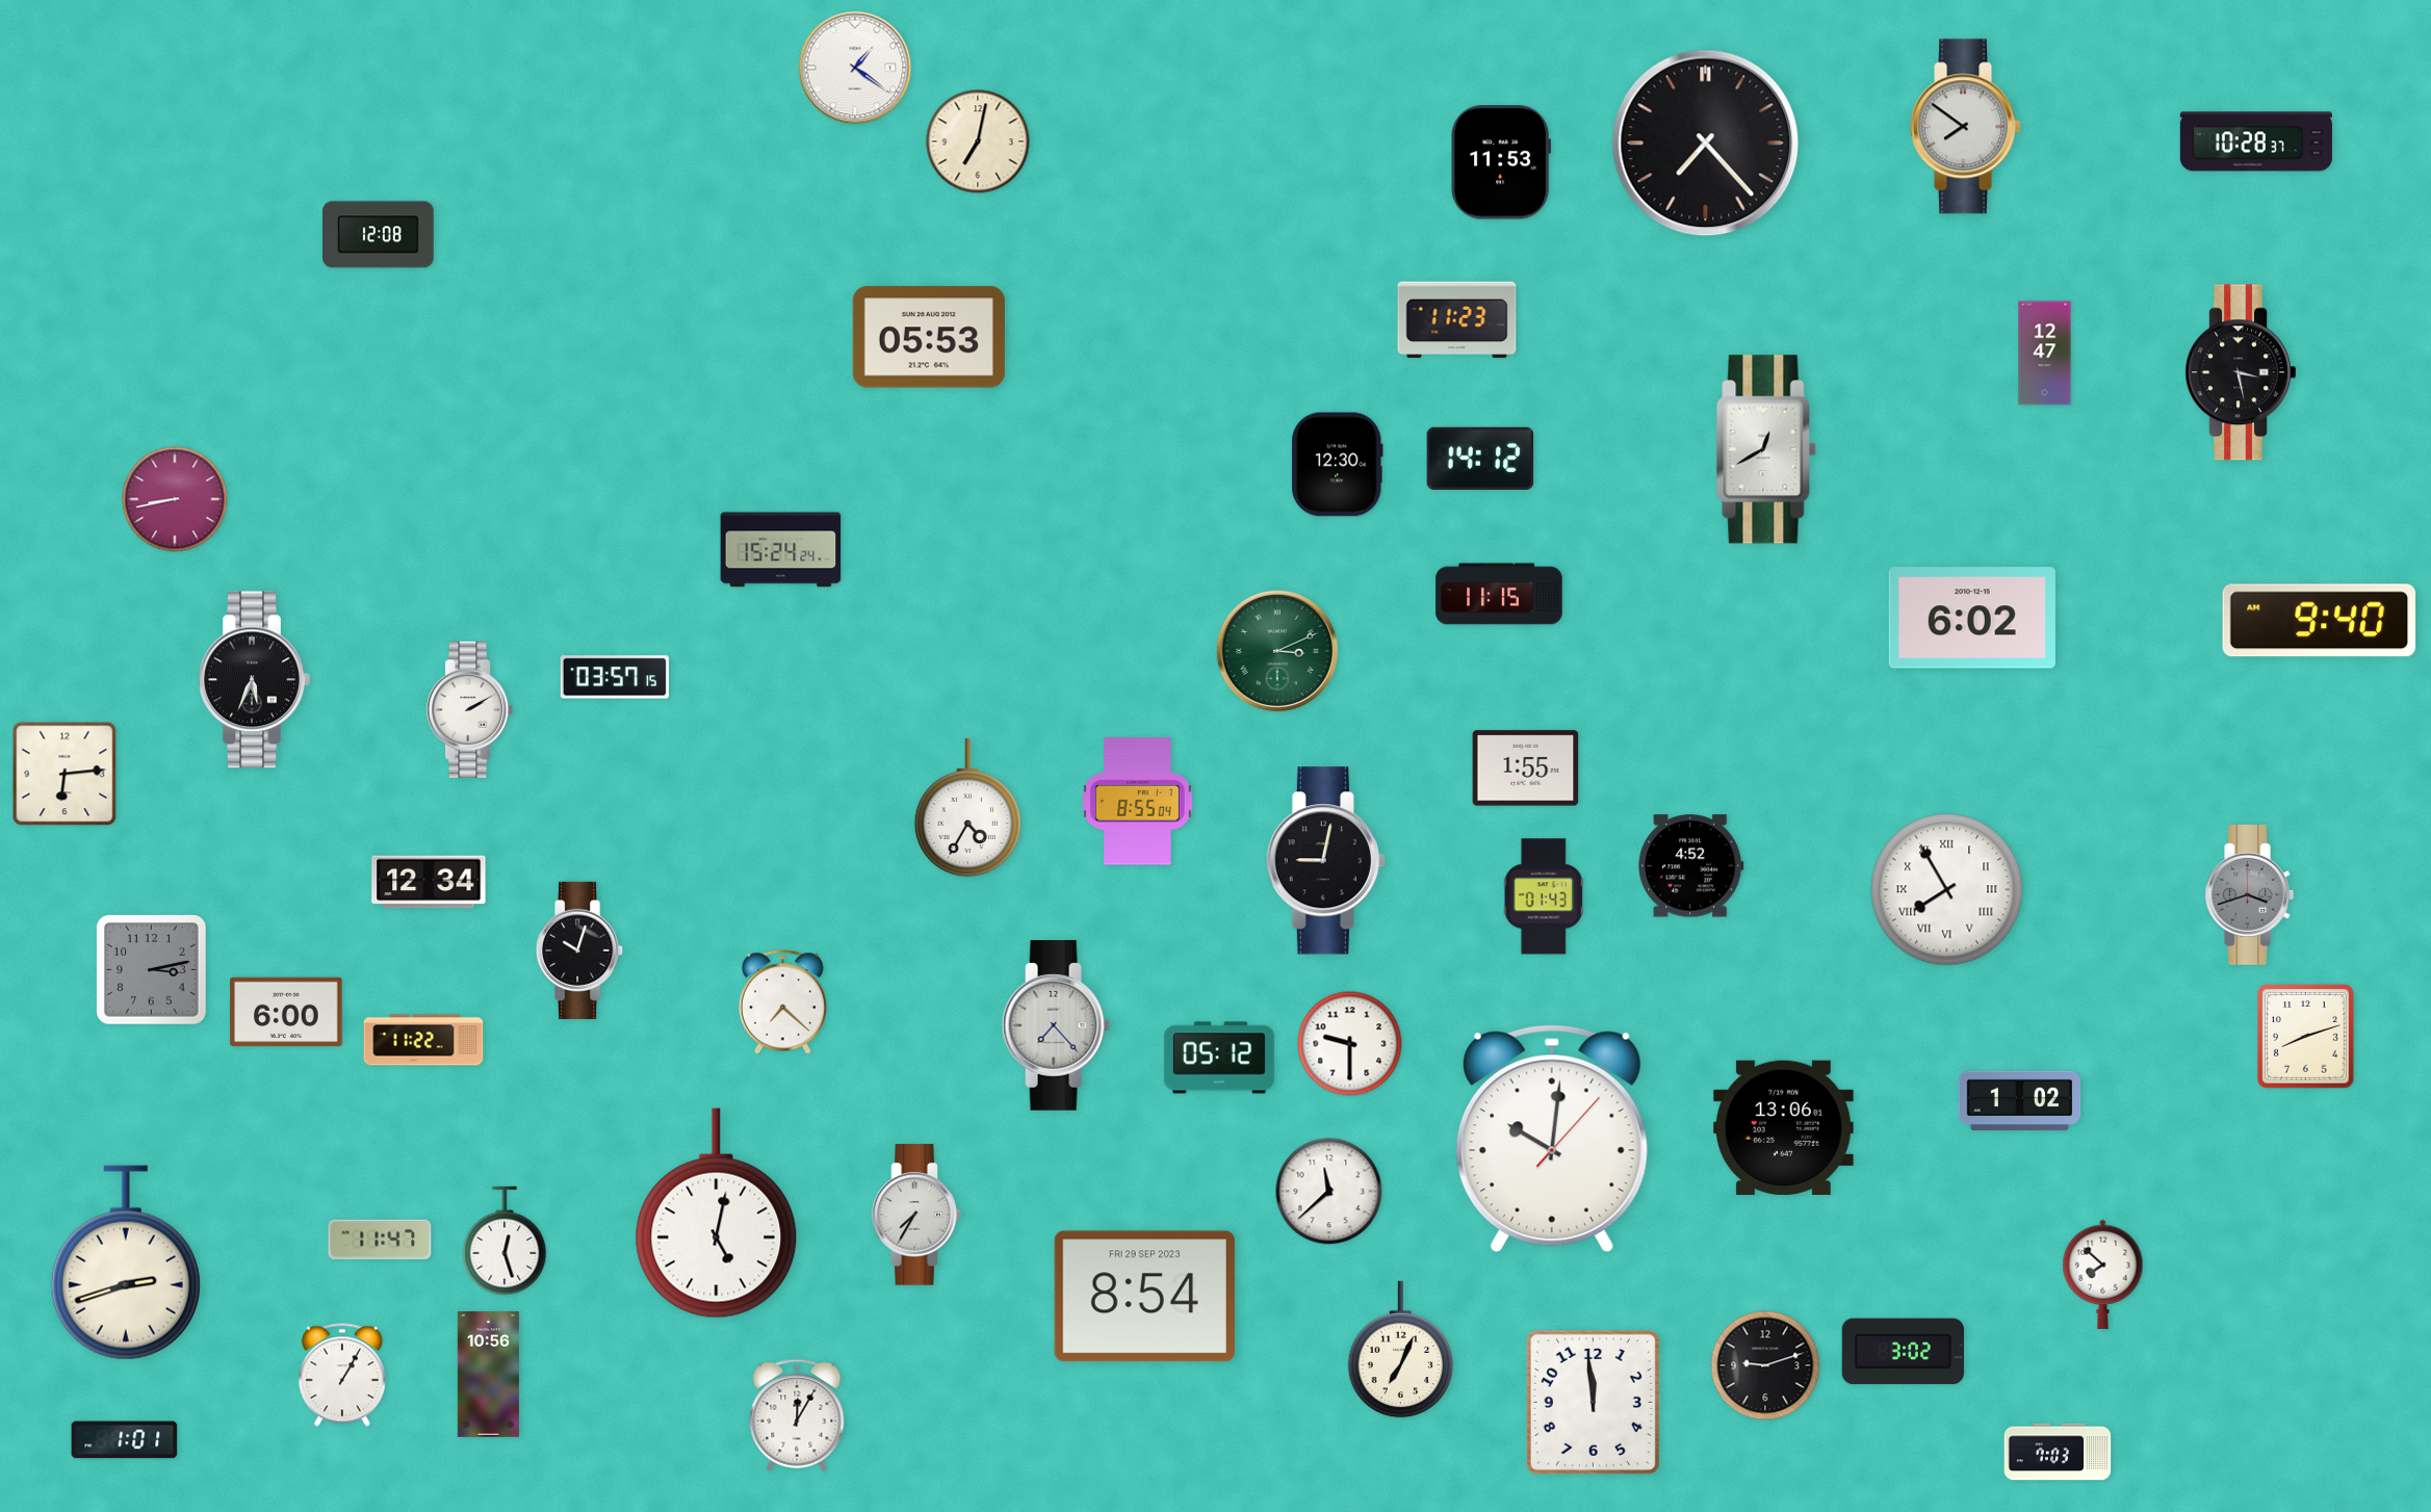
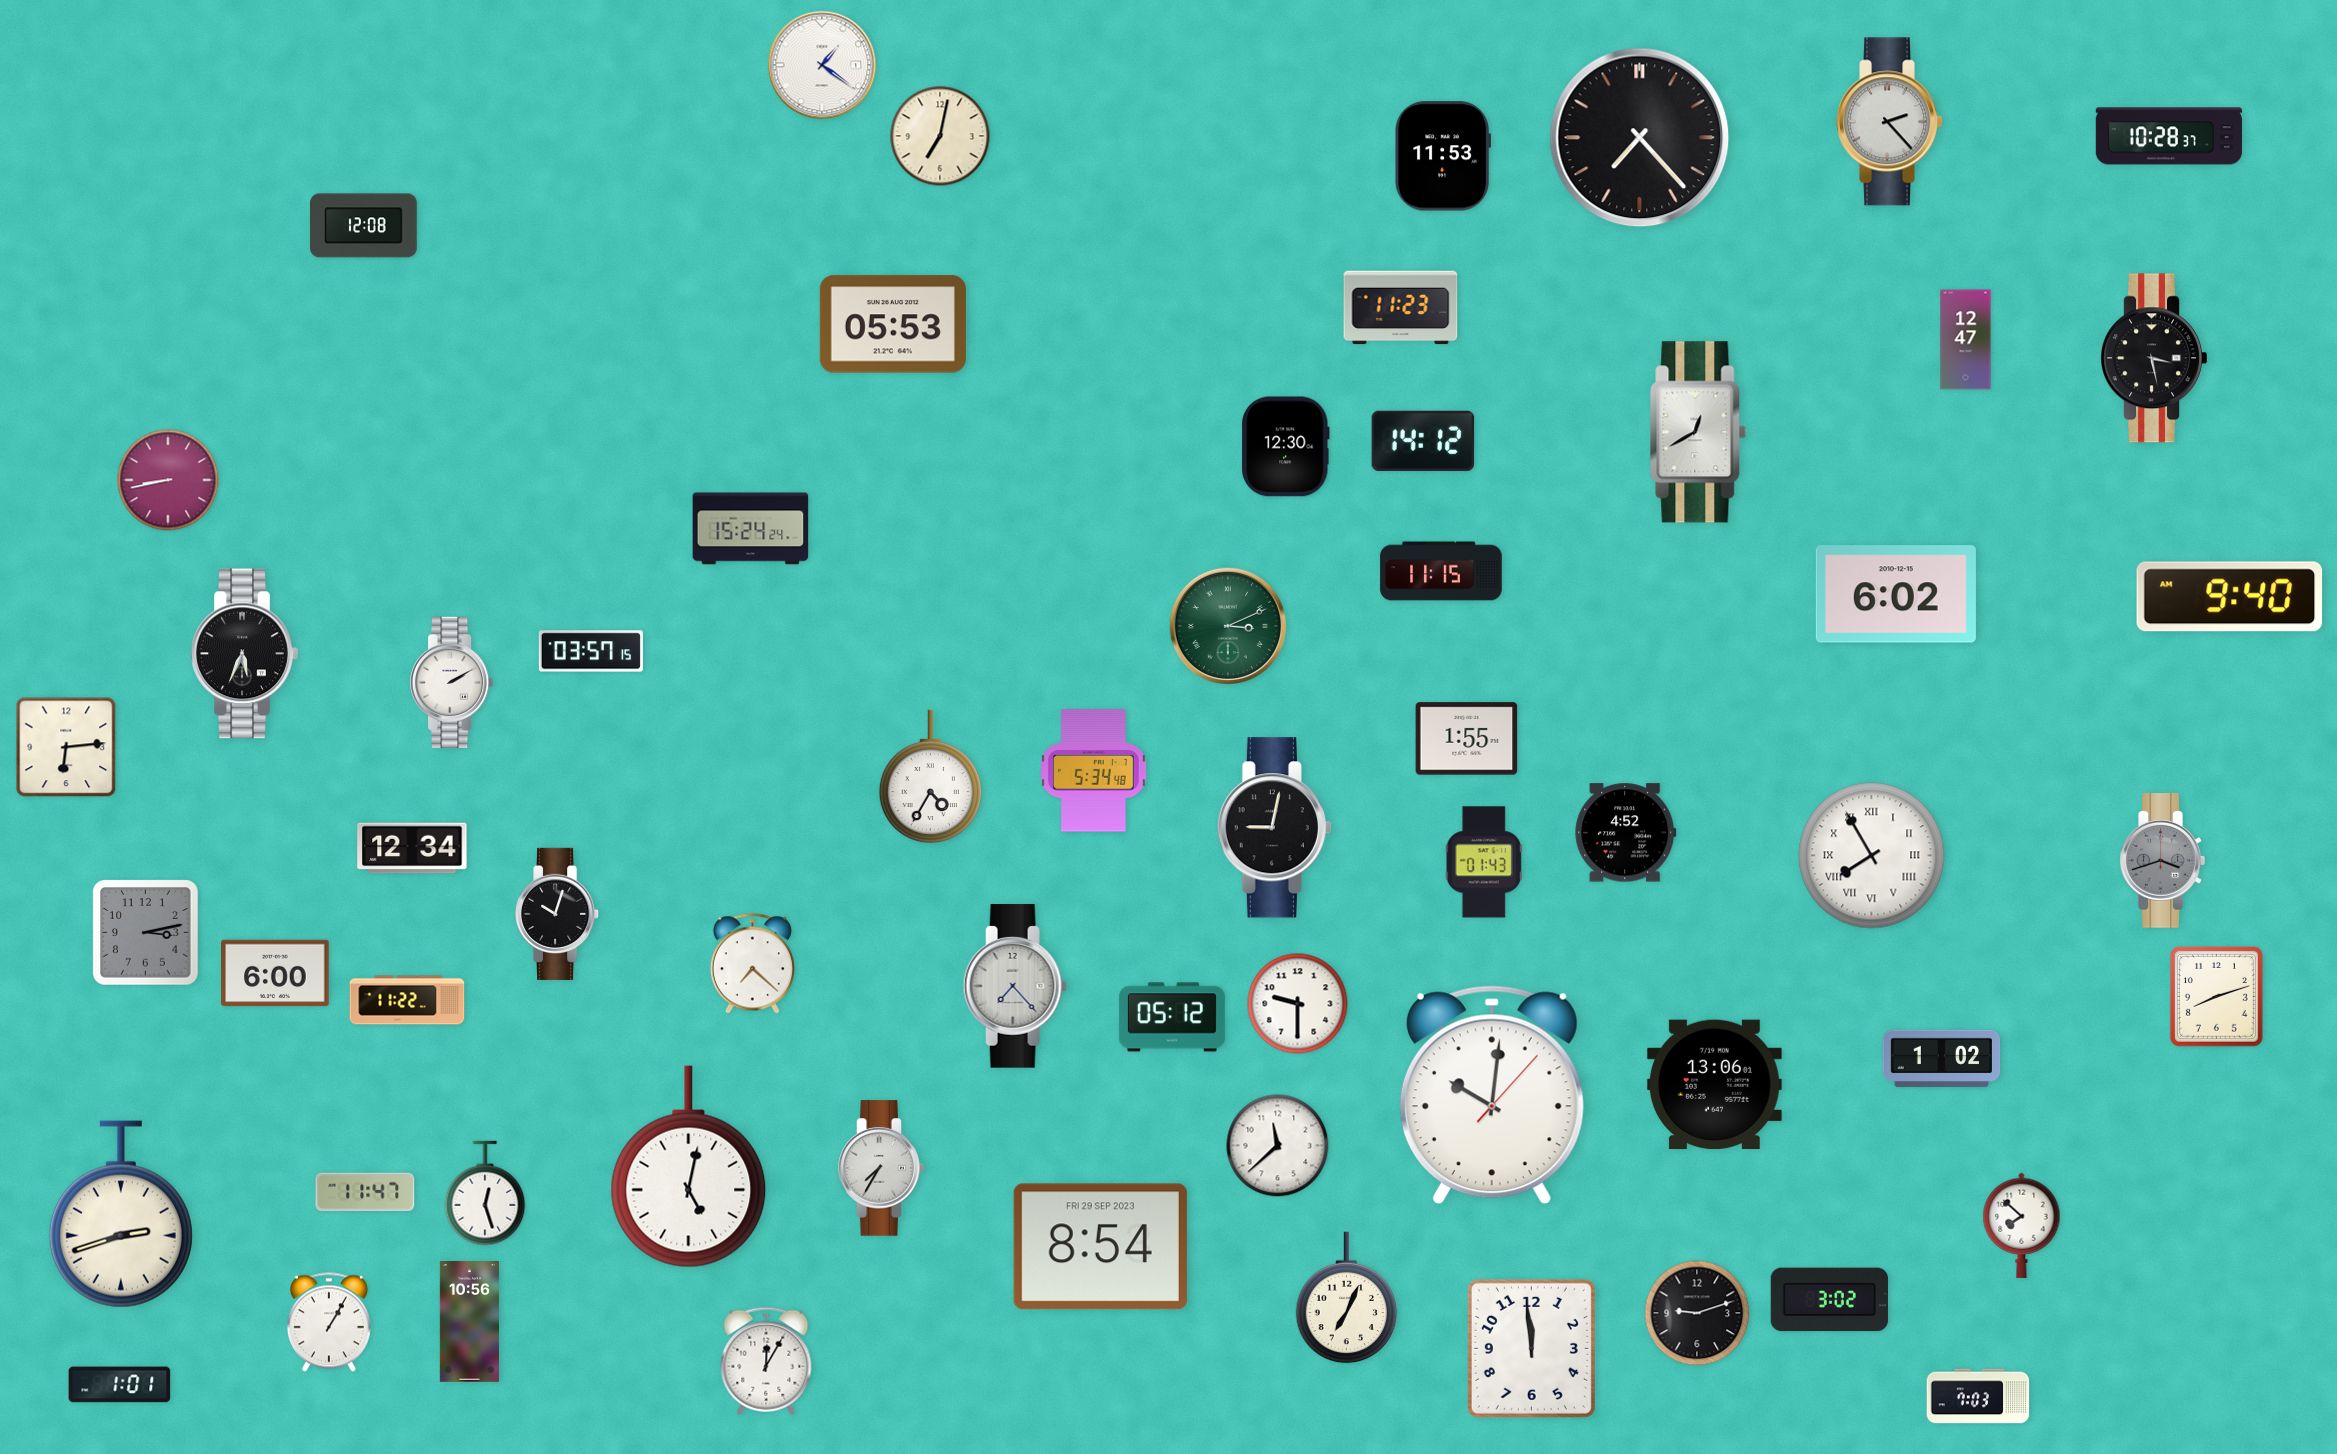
clock at (1966, 127): 7:51 -> 2:23
clock at (64, 774) position: (64, 774) -> (66, 747)
clock at (1138, 802): 8:55 -> 5:34
